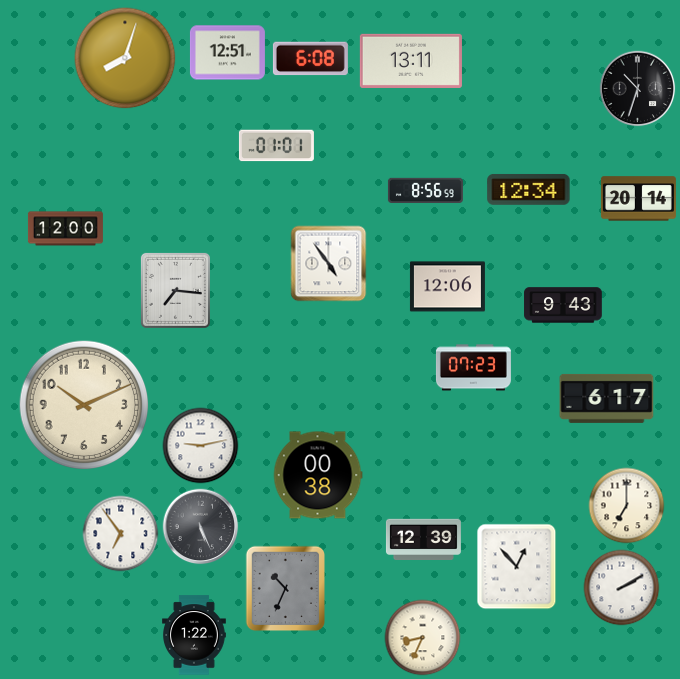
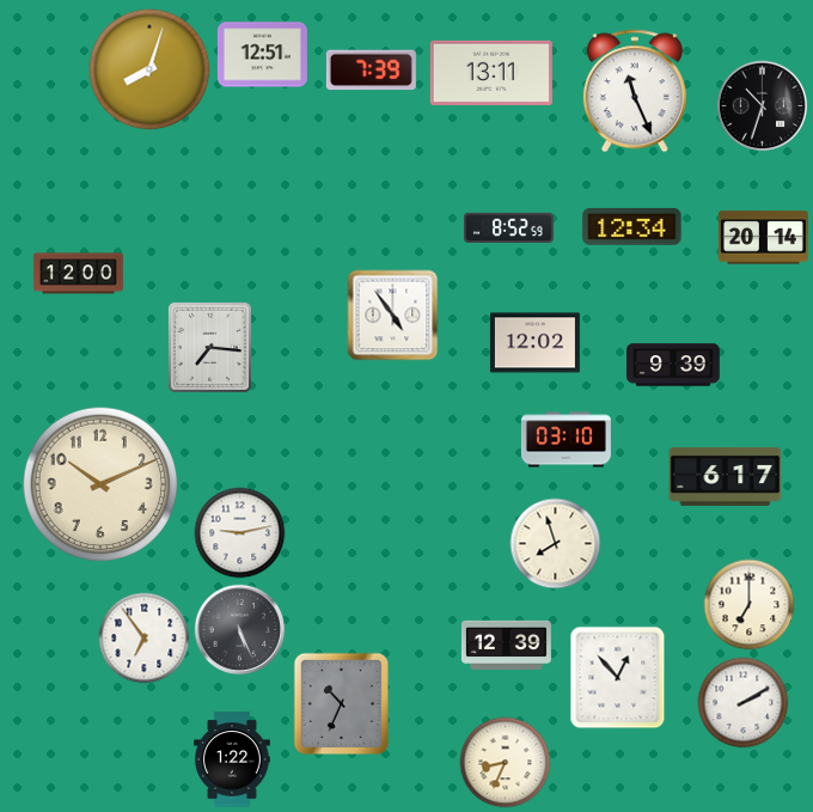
clock at (227, 53) position: (227, 53) -> (262, 55)
clock at (310, 59): 6:08 -> 7:39
clock at (635, 91): none -> 11:26
clock at (276, 146): 01:01 -> none
clock at (425, 190): 8:56 -> 8:52
clock at (447, 287): 12:06 -> 12:02
clock at (563, 305): 9:43 -> 9:39
clock at (473, 368): 07:23 -> 03:10
clock at (556, 544): none -> 7:57
clock at (318, 475): 00:38 -> none
